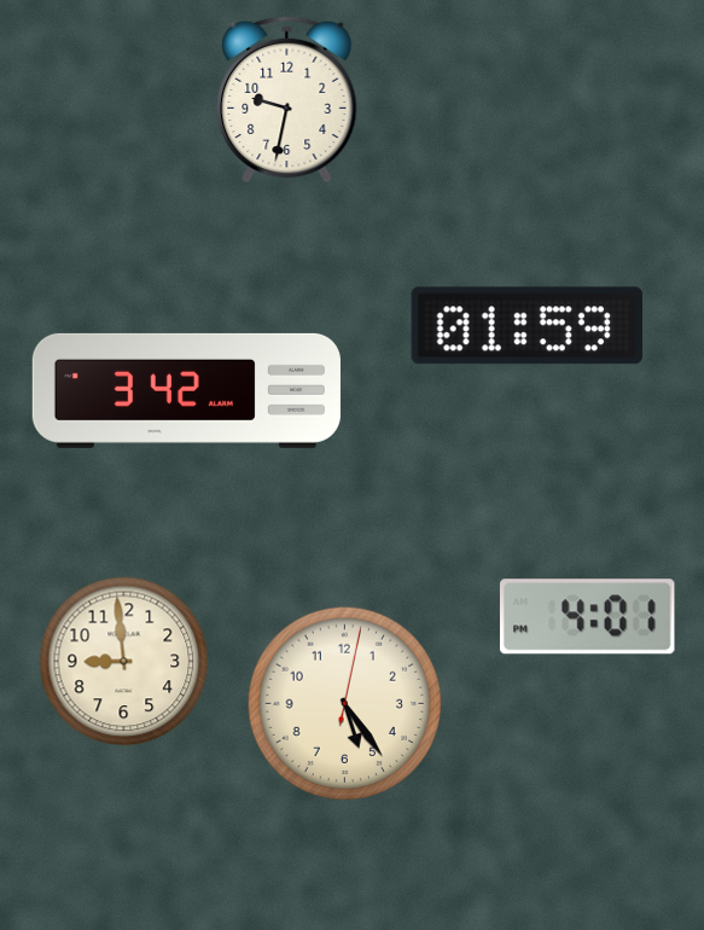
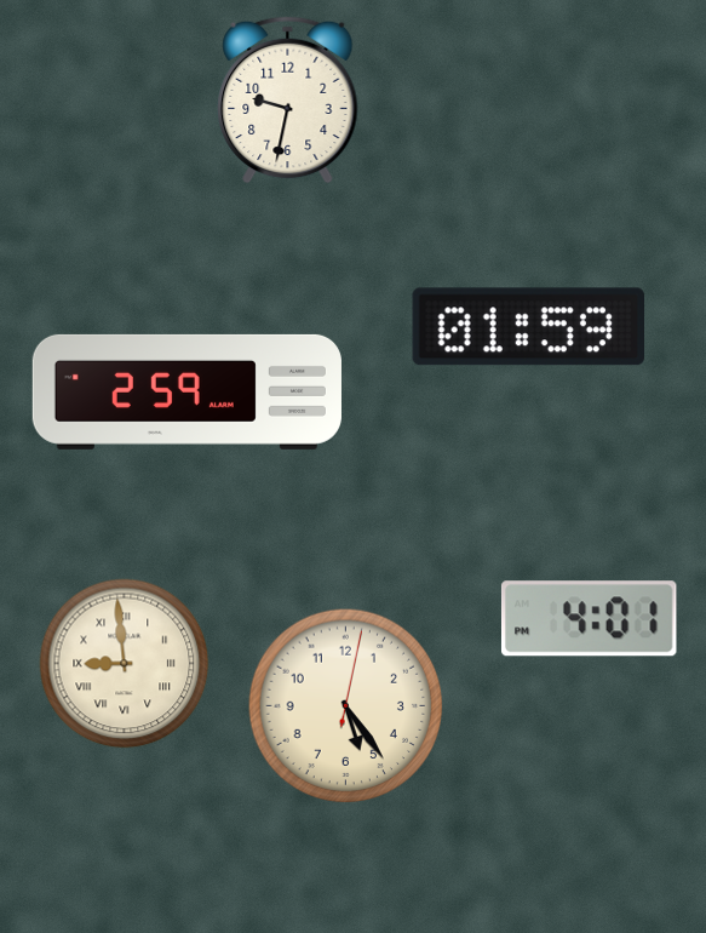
clock at (186, 390): 3:42 -> 2:59
clock at (124, 662) numerals: Arabic -> Roman
